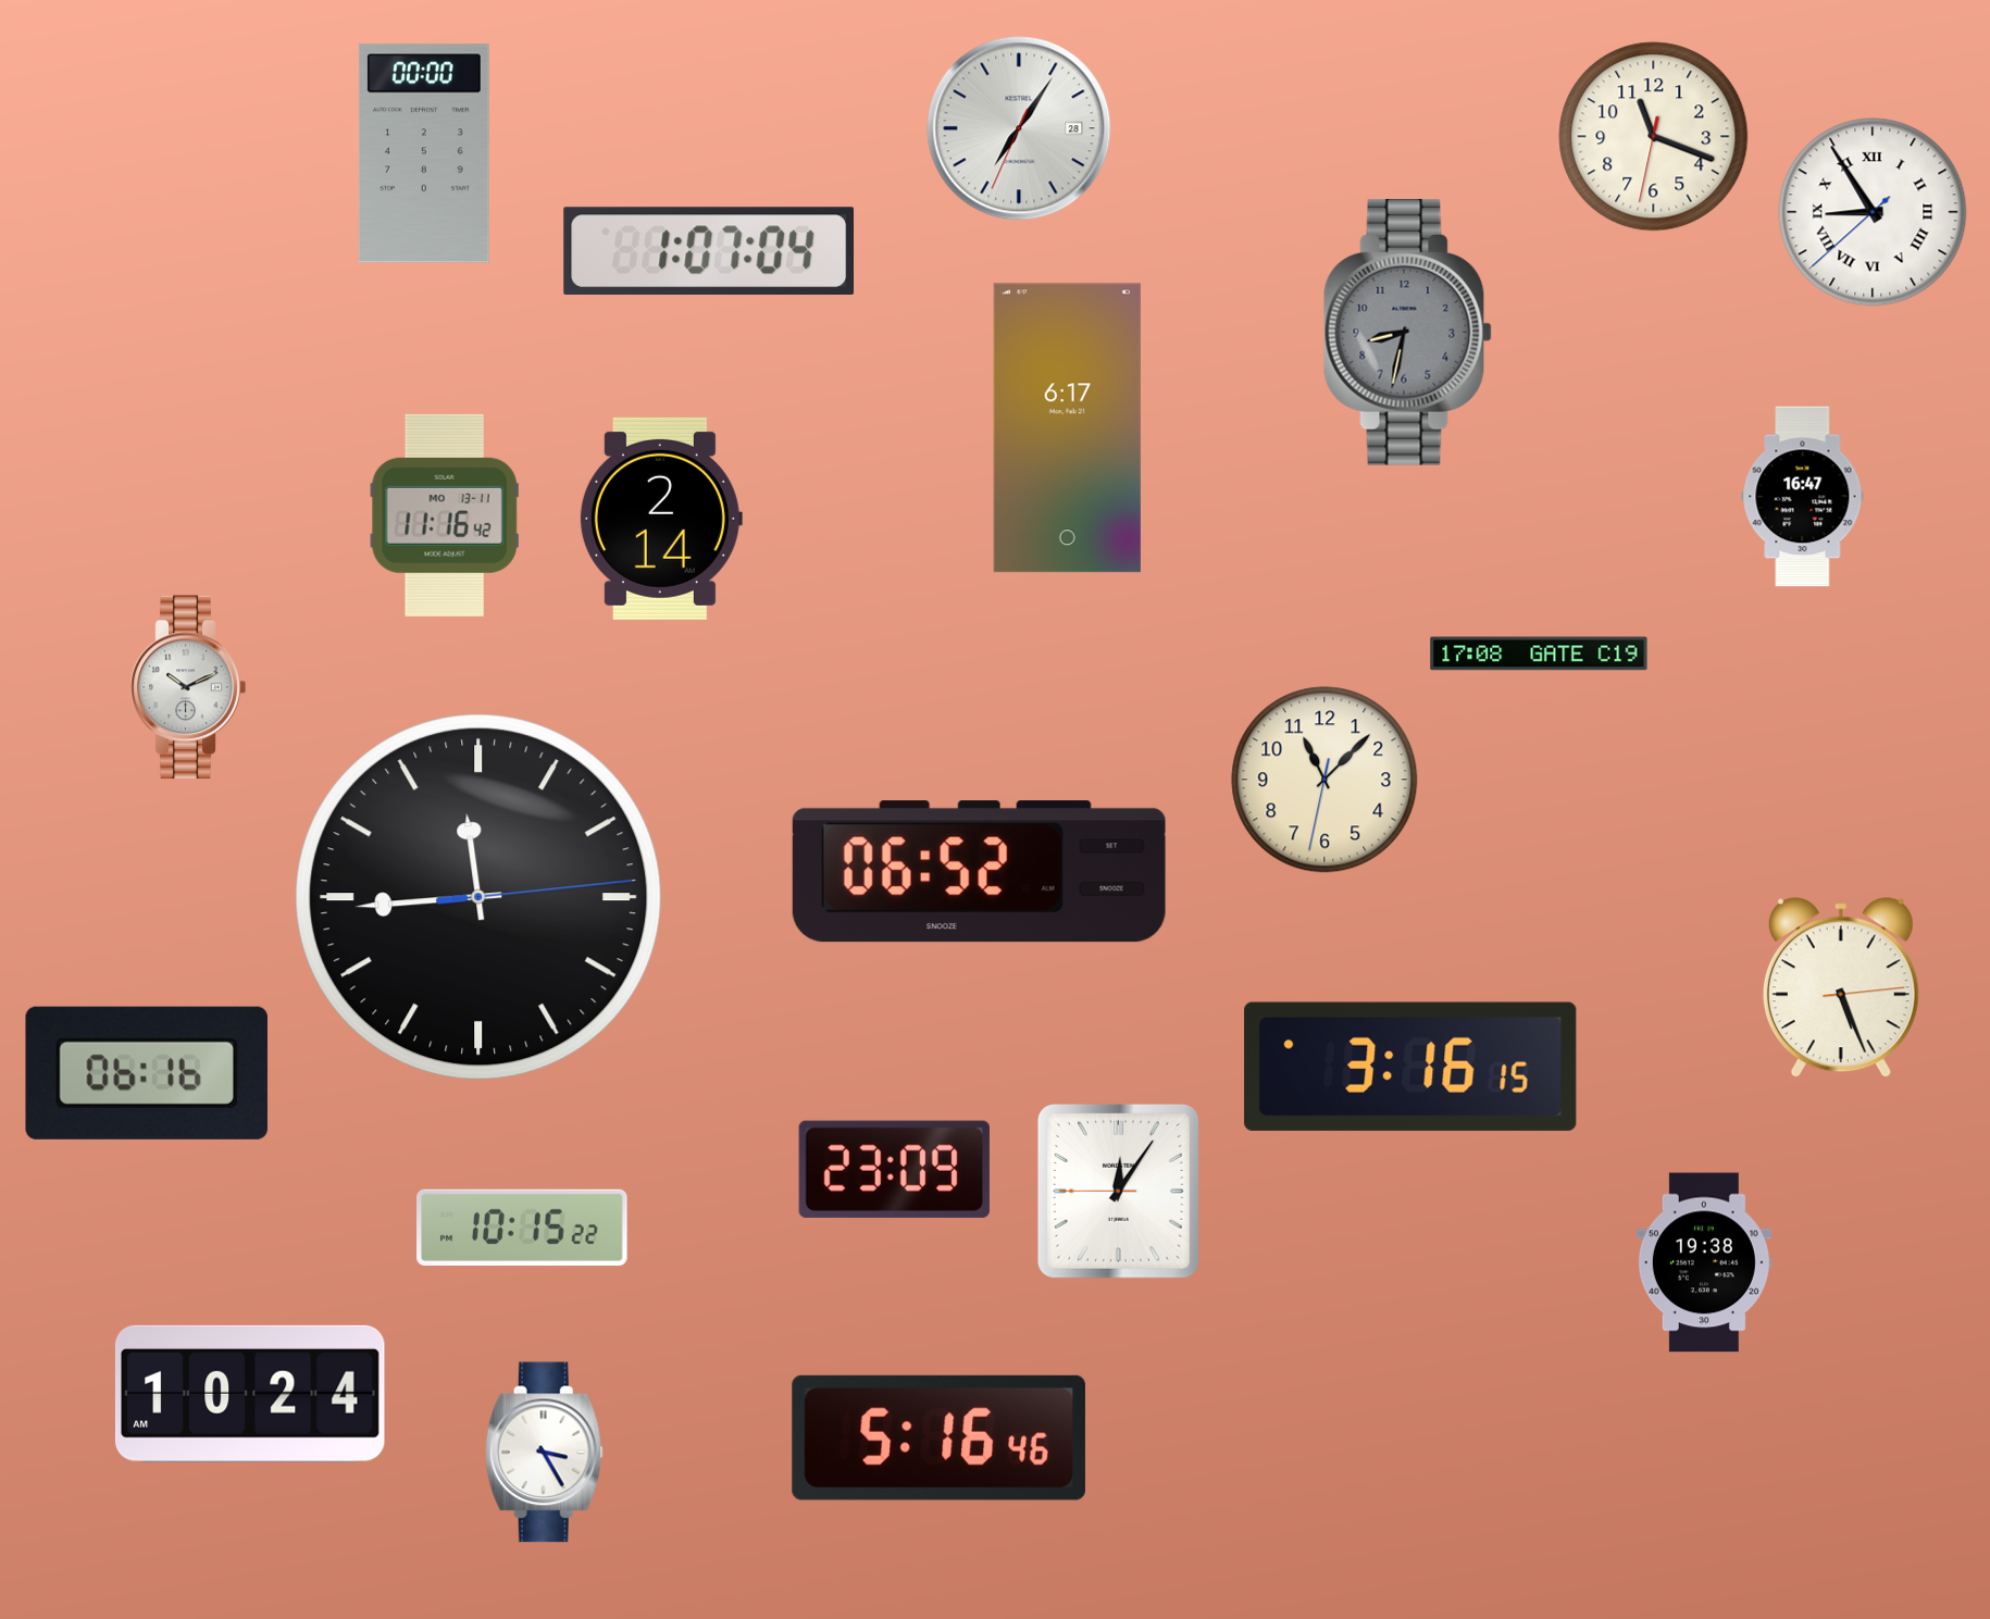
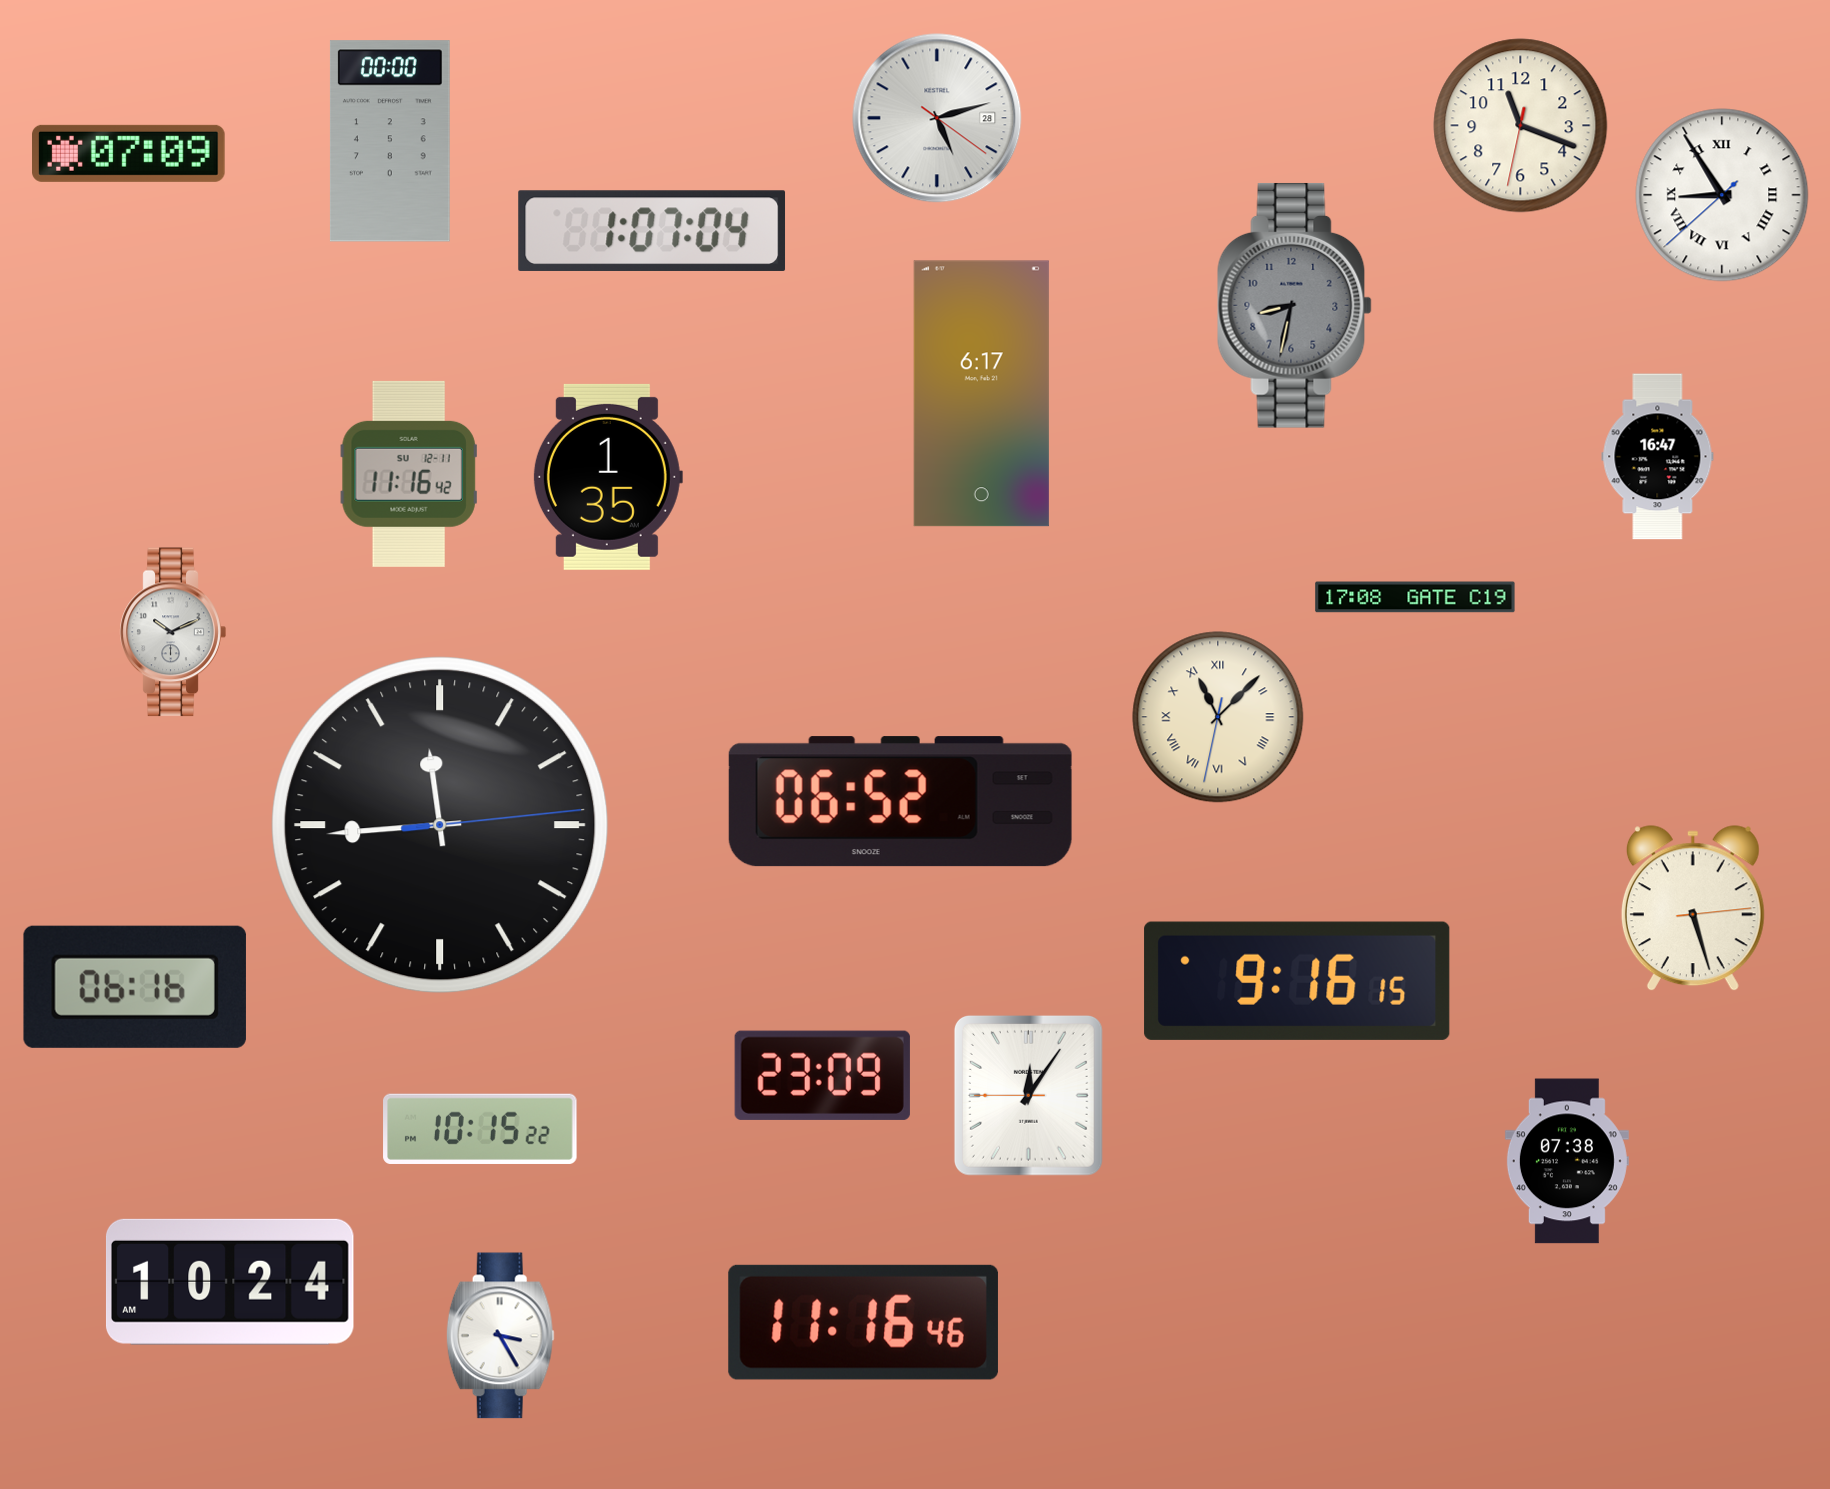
clock at (1019, 128): 7:05 -> 5:12
clock at (129, 153): none -> 07:09
clock at (445, 515) date: MO 13-11 -> SU 12-11
clock at (660, 519): 2:14 -> 1:35
clock at (1539, 653) position: (1539, 653) -> (1415, 597)
clock at (1324, 780) numerals: Arabic -> Roman
clock at (1841, 988): 5:26 -> 5:27
clock at (1410, 1067): 3:16 -> 9:16
clock at (1704, 1262): 19:38 -> 07:38
clock at (938, 1437): 5:16 -> 11:16
